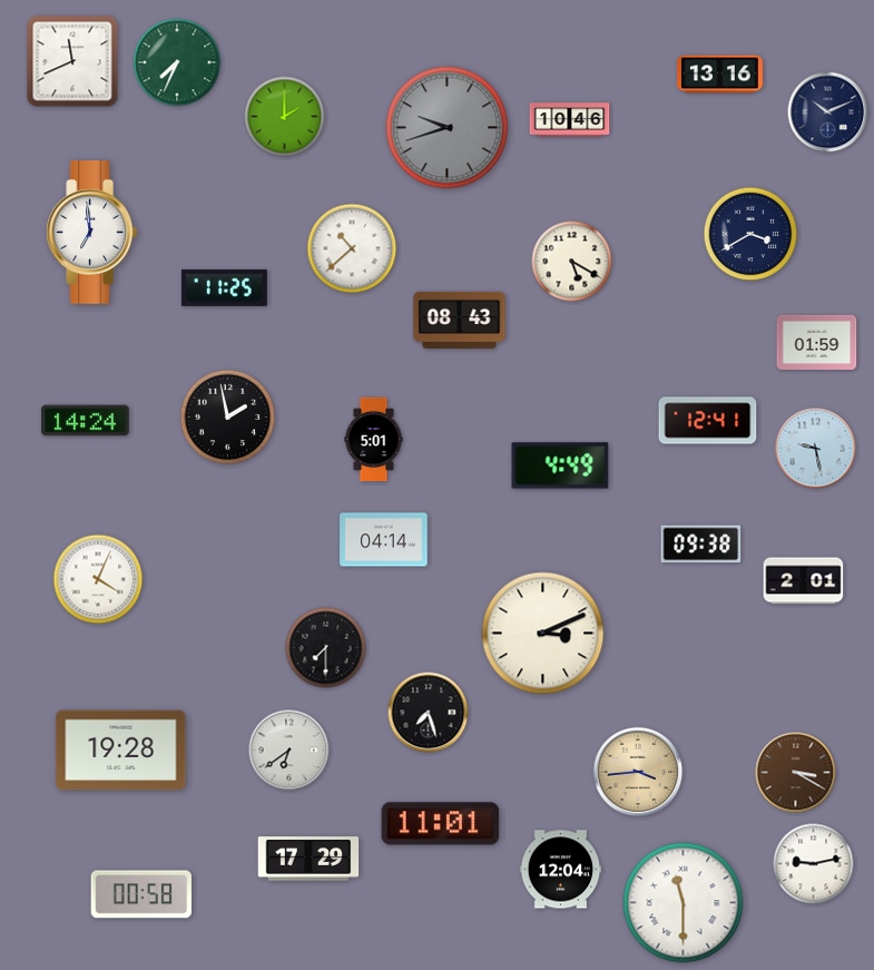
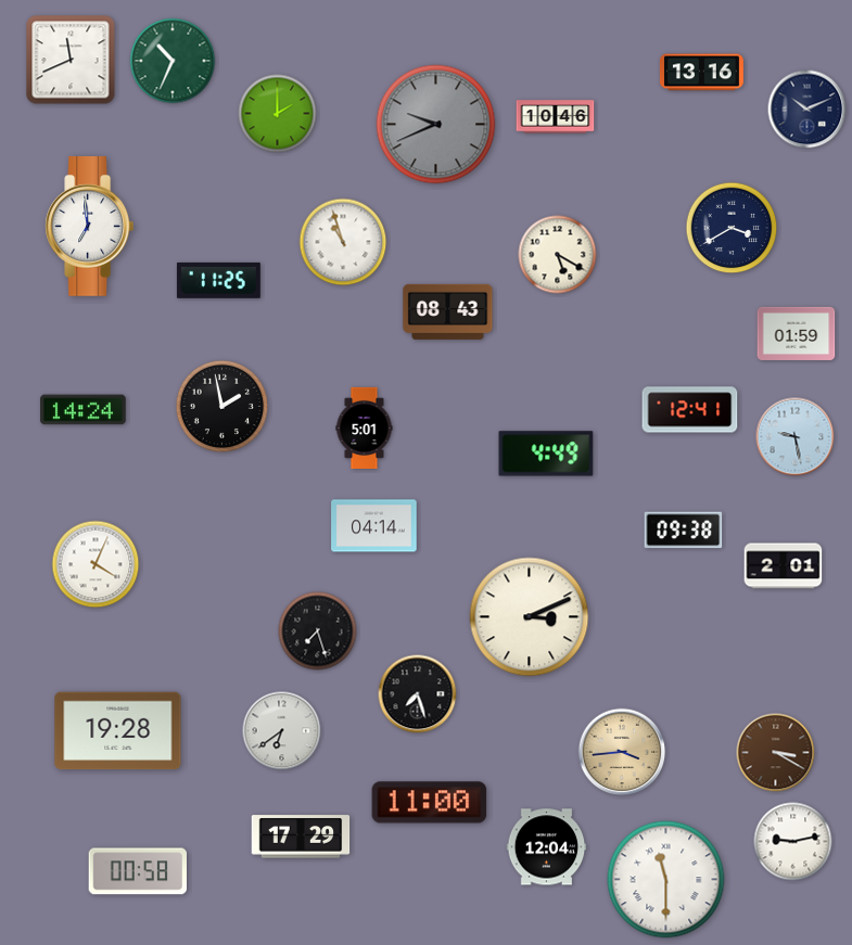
clock at (177, 62): 7:34 -> 10:34
clock at (448, 128): 9:42 -> 9:41
clock at (352, 248): 10:38 -> 10:57
clock at (326, 648): 7:30 -> 7:27
clock at (441, 824): 11:01 -> 11:00
